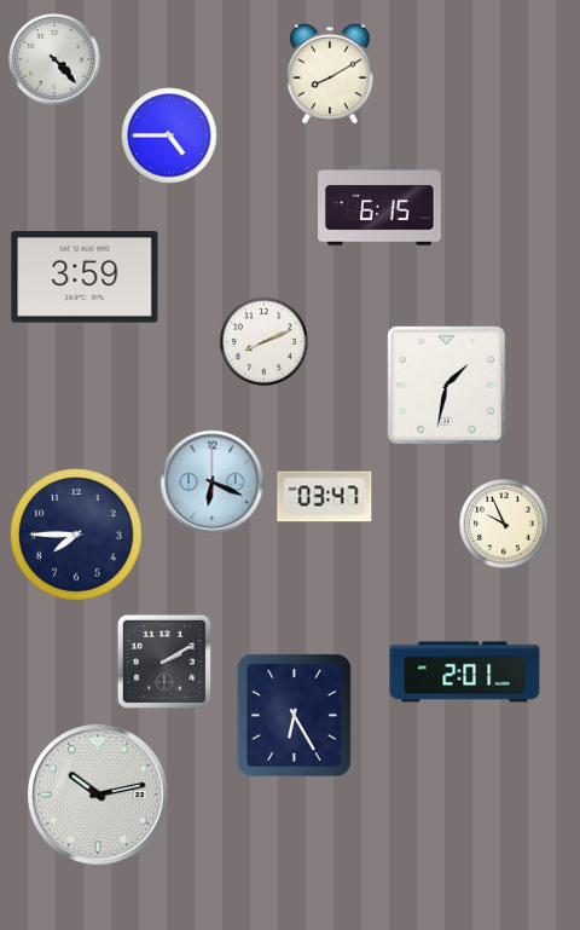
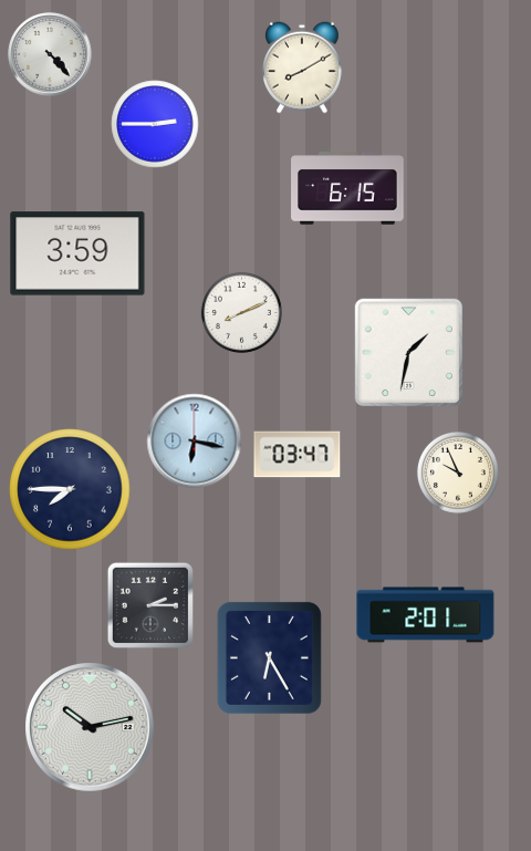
clock at (169, 135): 4:45 -> 2:45
clock at (213, 483): 6:19 -> 6:17
clock at (504, 524) position: (504, 524) -> (458, 473)
clock at (163, 660): 2:10 -> 2:15
clock at (294, 715) position: (294, 715) -> (269, 657)
